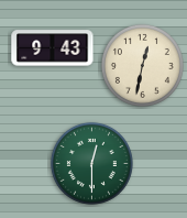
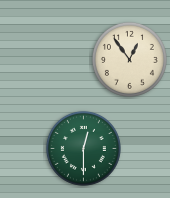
clock at (53, 48): 9:43 -> none
clock at (142, 65): 12:32 -> 12:54
